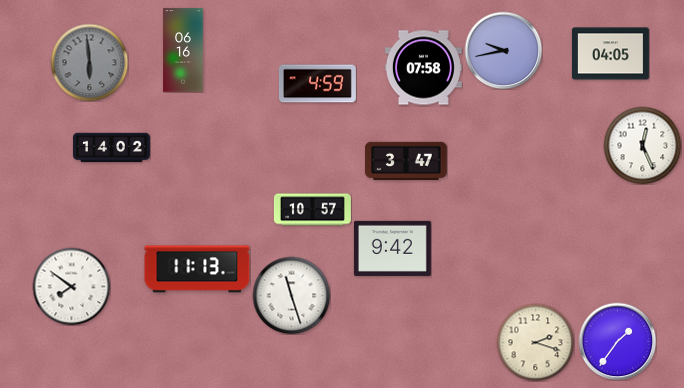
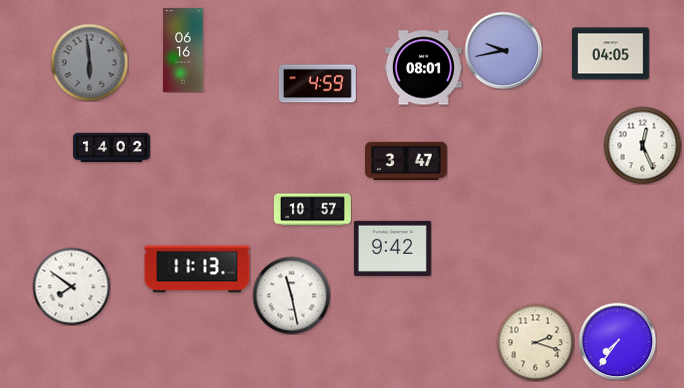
clock at (423, 68): 07:58 -> 08:01
clock at (291, 295): 11:27 -> 11:28
clock at (617, 341): 1:36 -> 7:36
